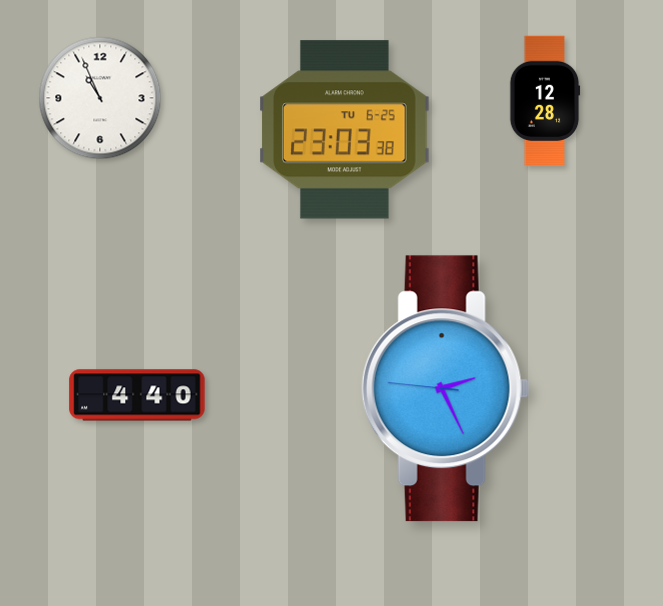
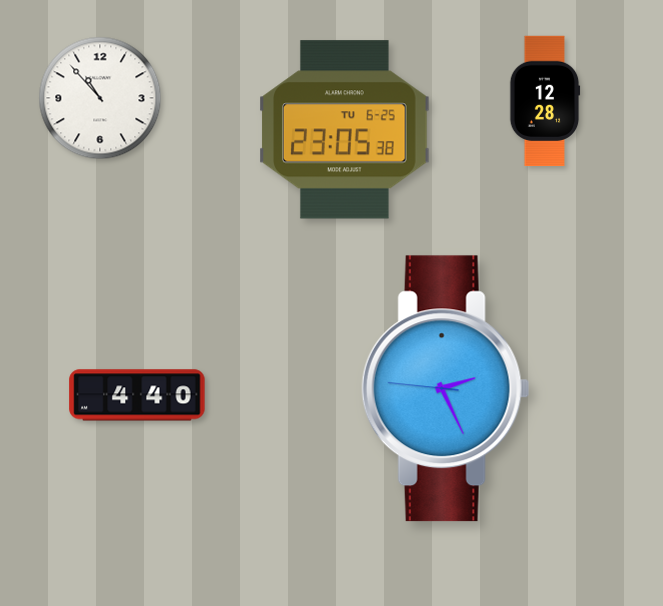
clock at (100, 98): 10:56 -> 10:53
clock at (345, 130): 23:03 -> 23:05
